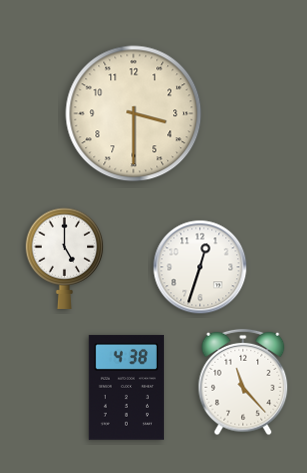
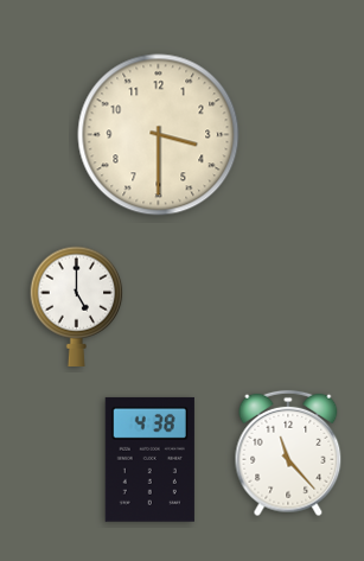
clock at (200, 267): 12:33 -> none
